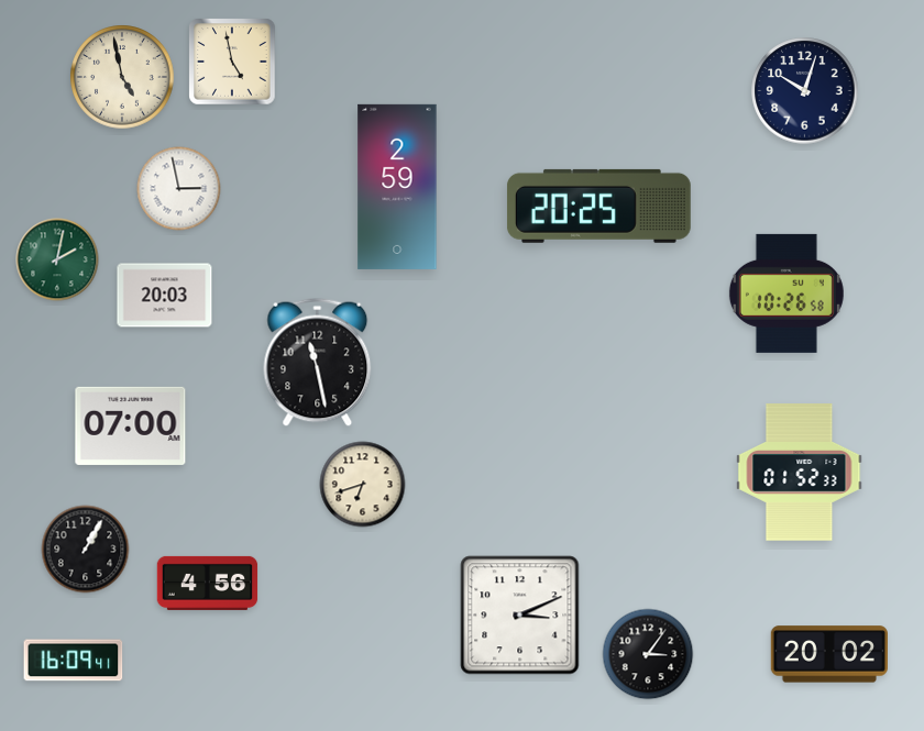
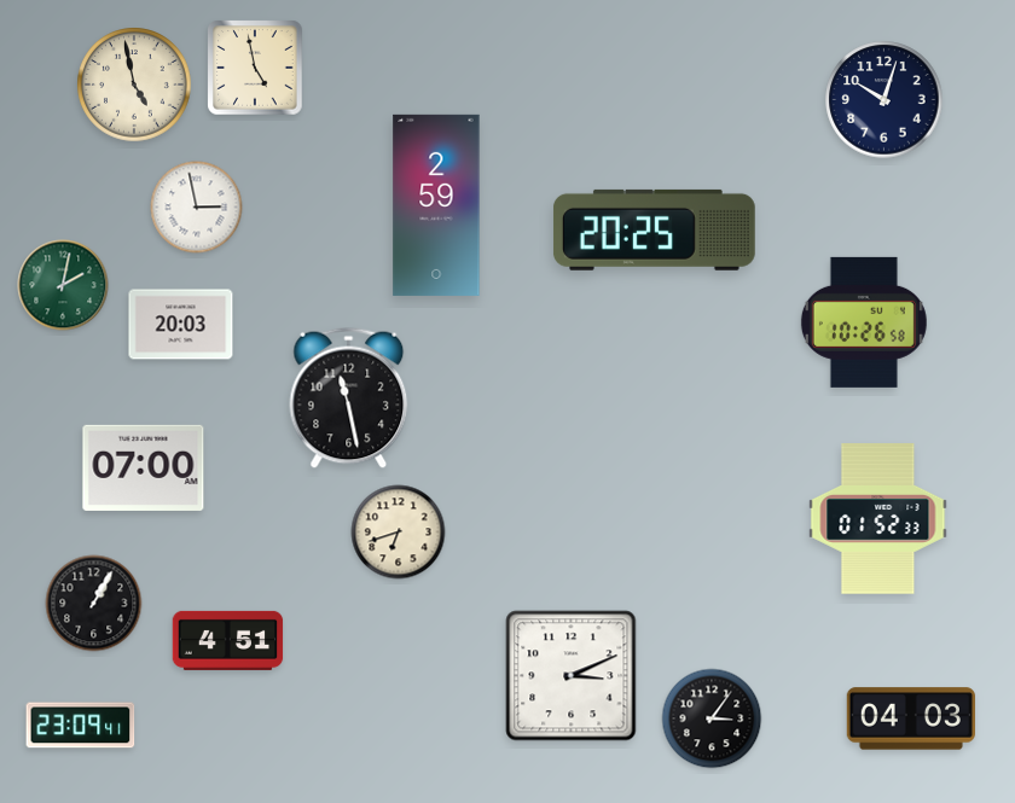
clock at (598, 206) position: (598, 206) -> (654, 229)
clock at (208, 583): 4:56 -> 4:51
clock at (829, 654): 20:02 -> 04:03
clock at (74, 661): 16:09 -> 23:09
